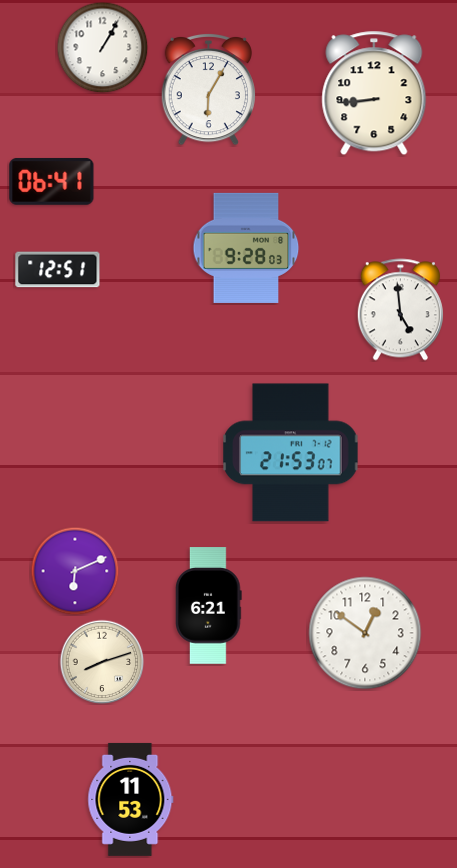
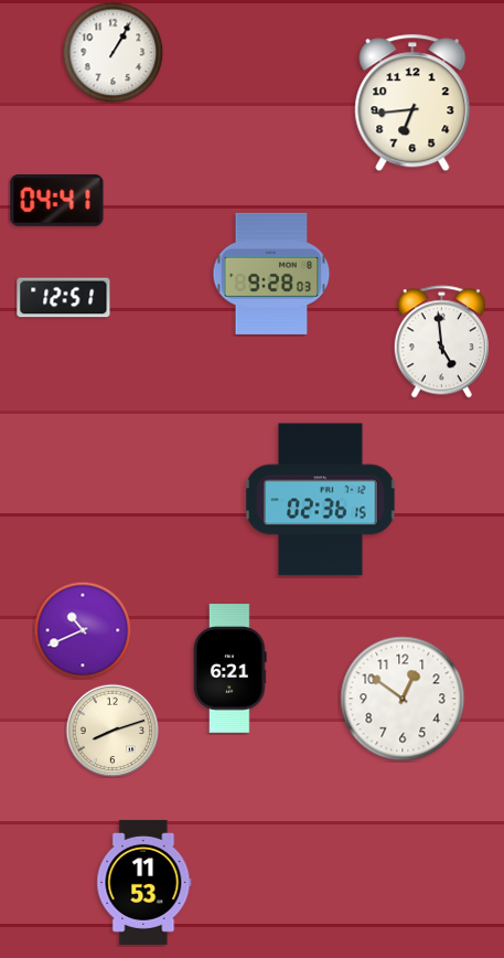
clock at (208, 89): 6:05 -> none
clock at (374, 93): 8:44 -> 6:44
clock at (52, 181): 06:41 -> 04:41
clock at (291, 453): 21:53 -> 02:36
clock at (75, 571): 6:11 -> 10:41
